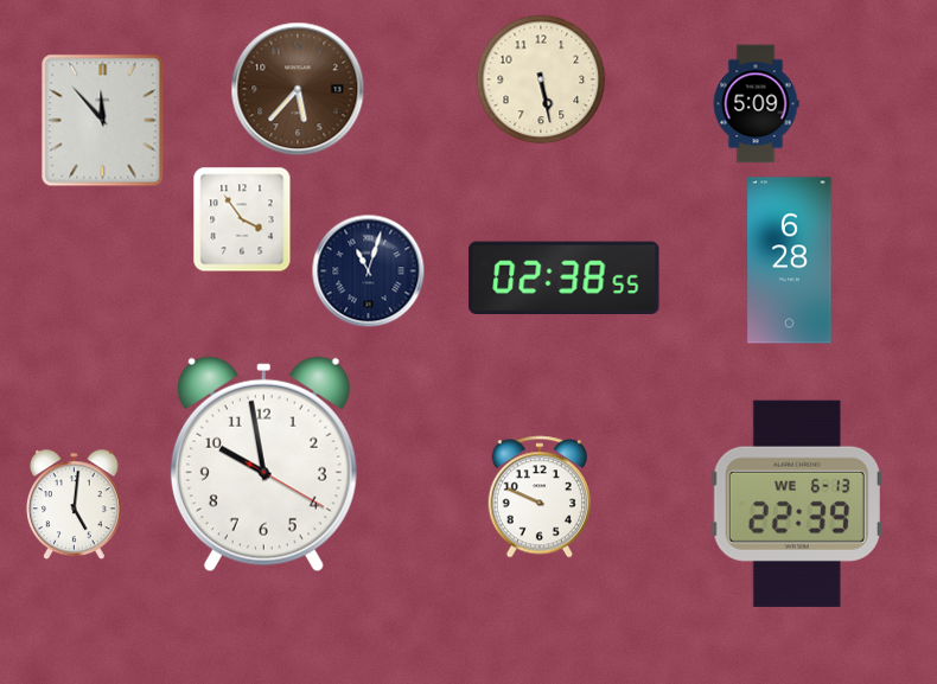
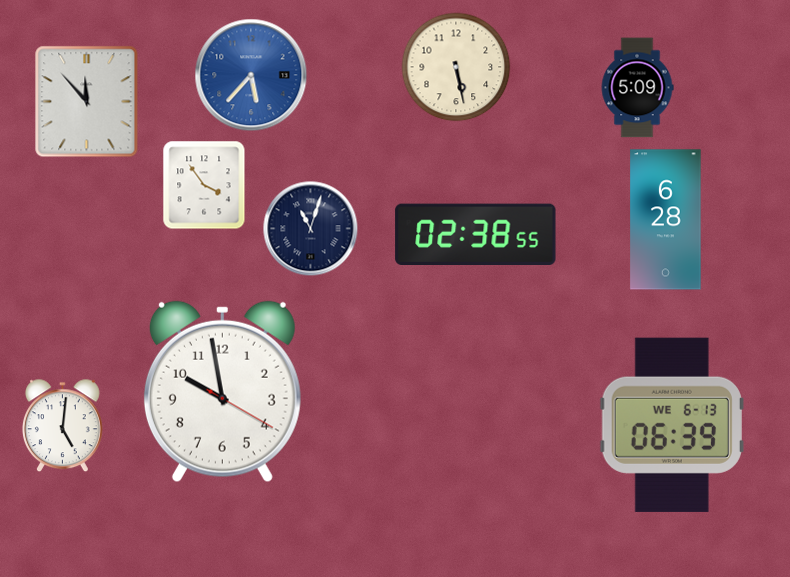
clock at (298, 89) dial: brown -> blue
clock at (538, 497): 9:49 -> none
clock at (797, 504): 22:39 -> 06:39
